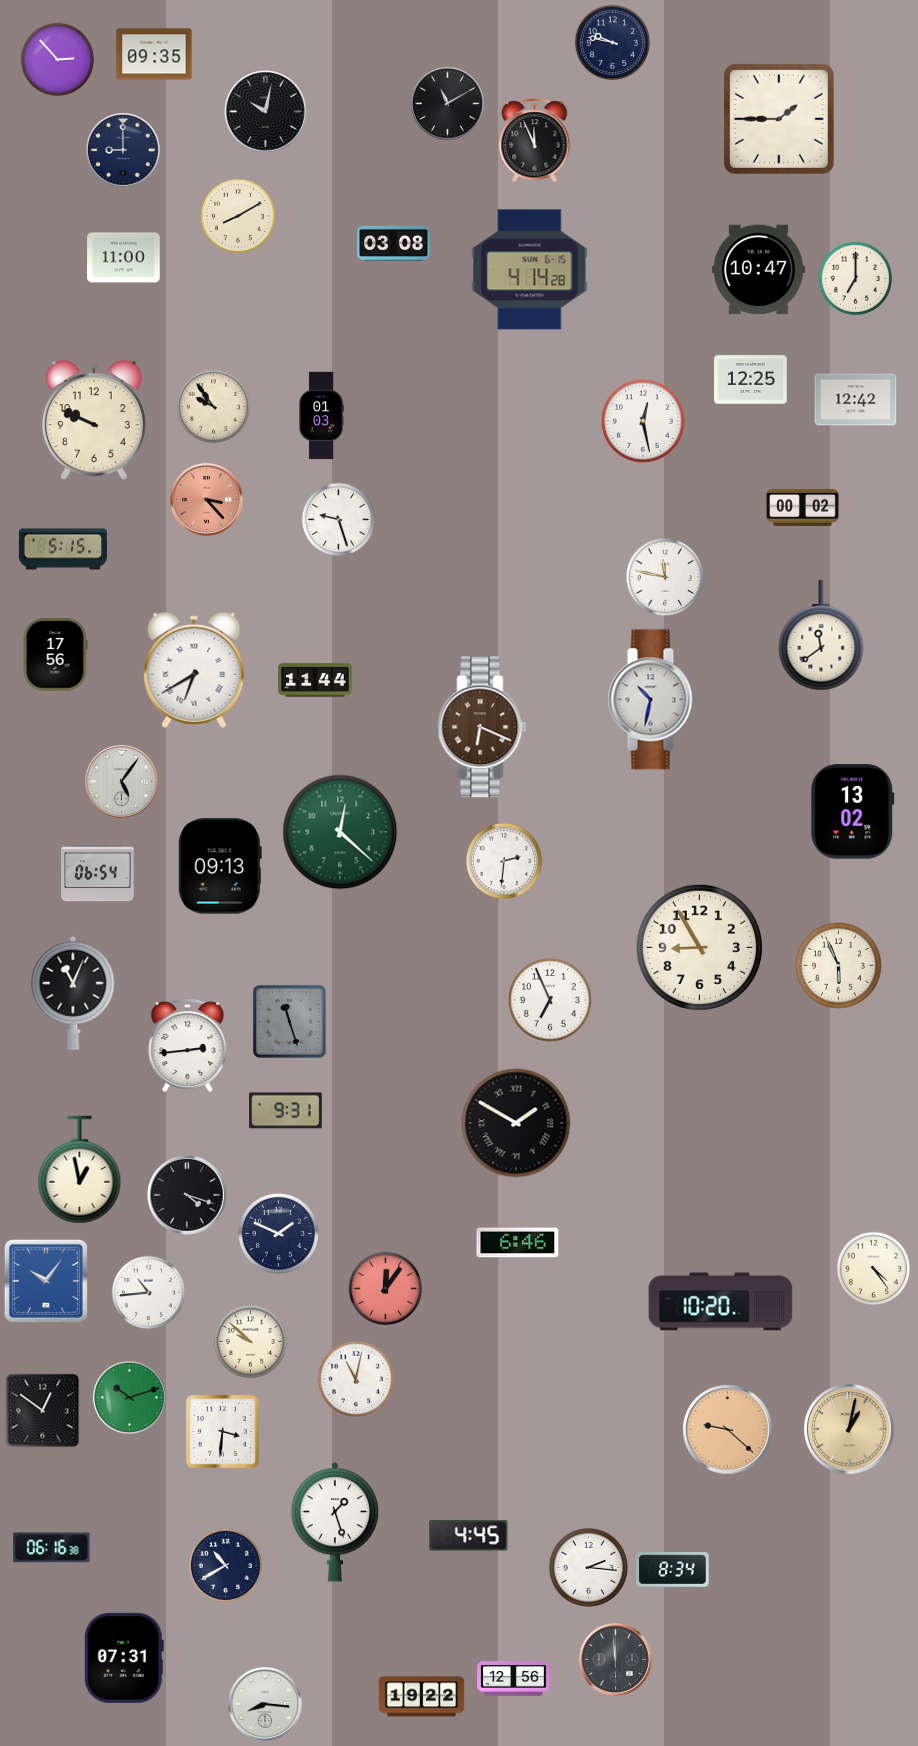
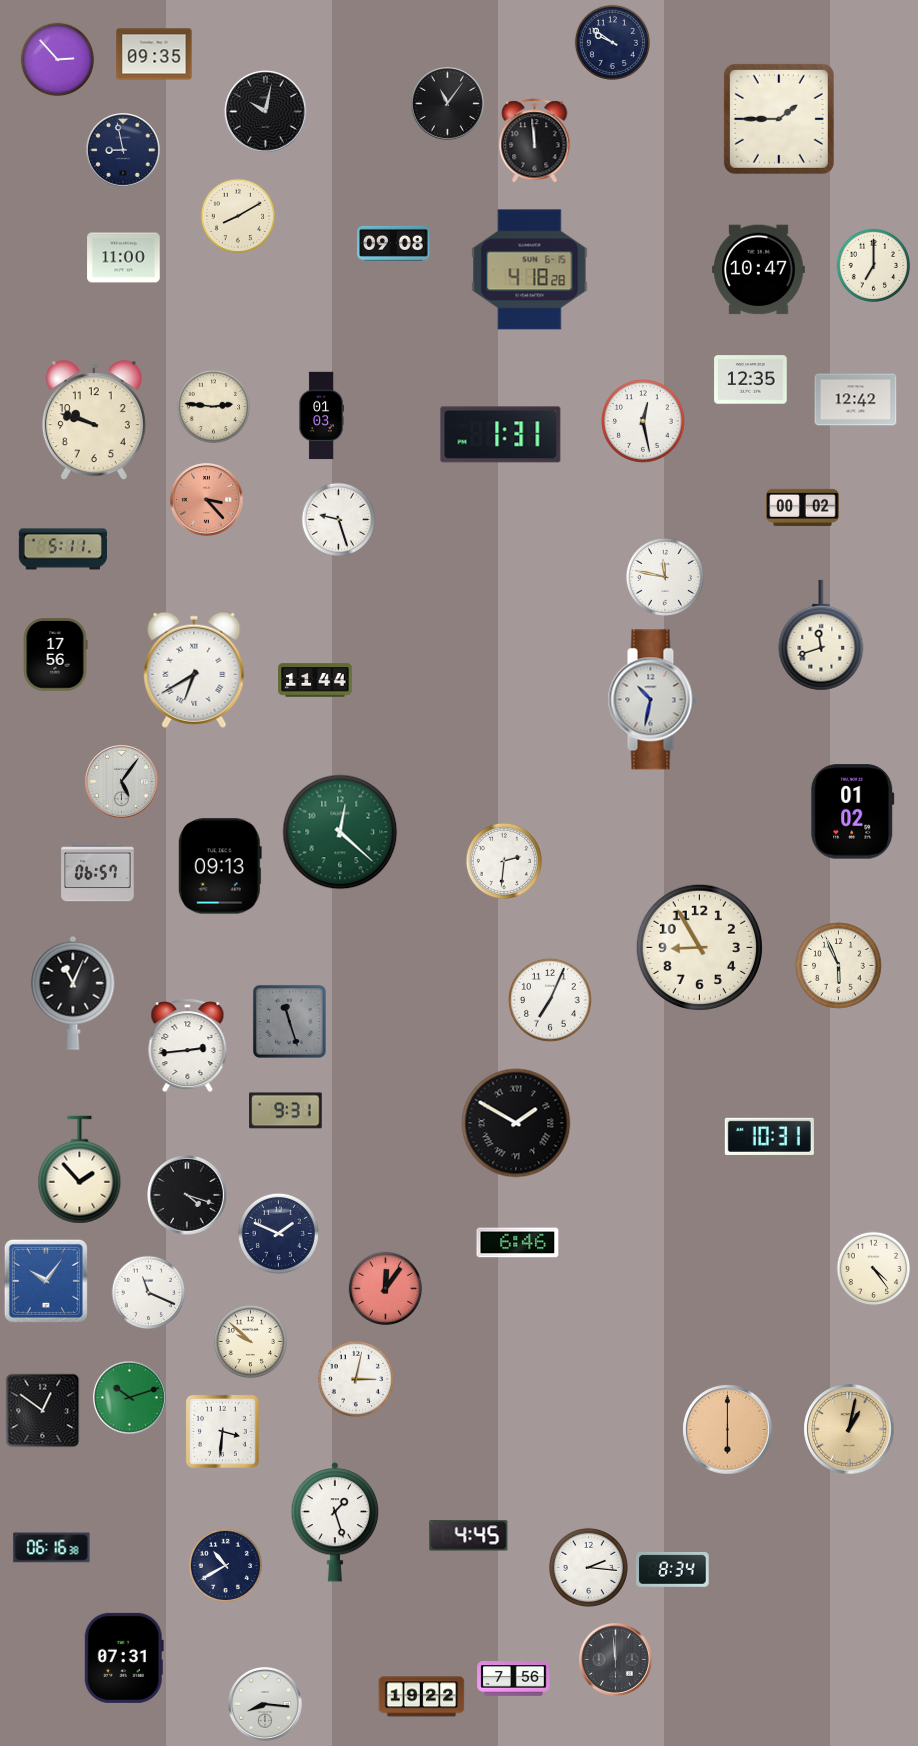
clock at (612, 42): 9:47 -> 9:51
clock at (448, 104): 11:10 -> 11:06
clock at (535, 141): 11:56 -> 11:59
clock at (124, 151): 9:00 -> 8:58
clock at (394, 243): 03:08 -> 09:08
clock at (530, 270): 4:14 -> 4:18
clock at (856, 279) position: (856, 279) -> (874, 266)
clock at (751, 380): 12:25 -> 12:35
clock at (214, 407): 9:54 -> 2:46
clock at (94, 421): 9:49 -> 9:48
clock at (501, 435): none -> 1:31
clock at (62, 549): 5:15 -> 5:11
clock at (821, 635): 11:39 -> 11:42
clock at (482, 727): 6:19 -> none
clock at (853, 812): 13:02 -> 01:02
clock at (98, 873): 06:54 -> 06:57
clock at (551, 1001): 6:56 -> 7:04
clock at (769, 1136): none -> 10:31
clock at (80, 1170): 12:58 -> 1:53
clock at (149, 1293): 10:44 -> 11:19
clock at (721, 1302): 10:20 -> none
clock at (356, 1379): 11:02 -> 3:02
clock at (728, 1430): 9:22 -> 6:00
clock at (514, 1679): 12:56 -> 7:56
